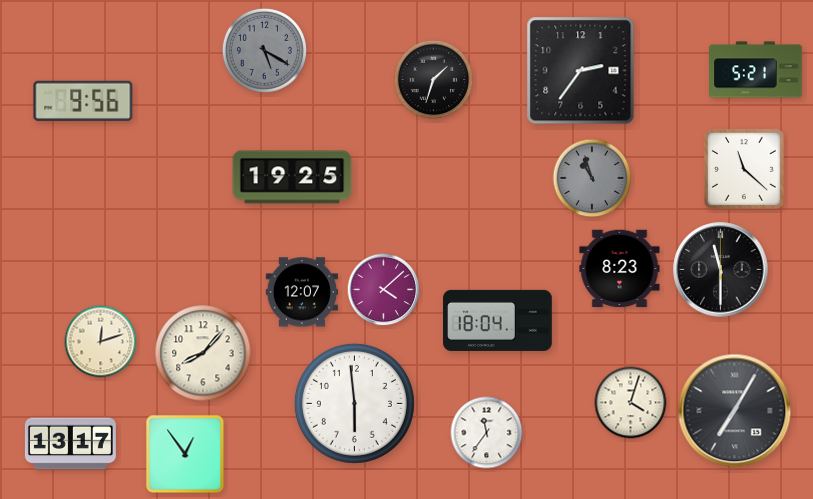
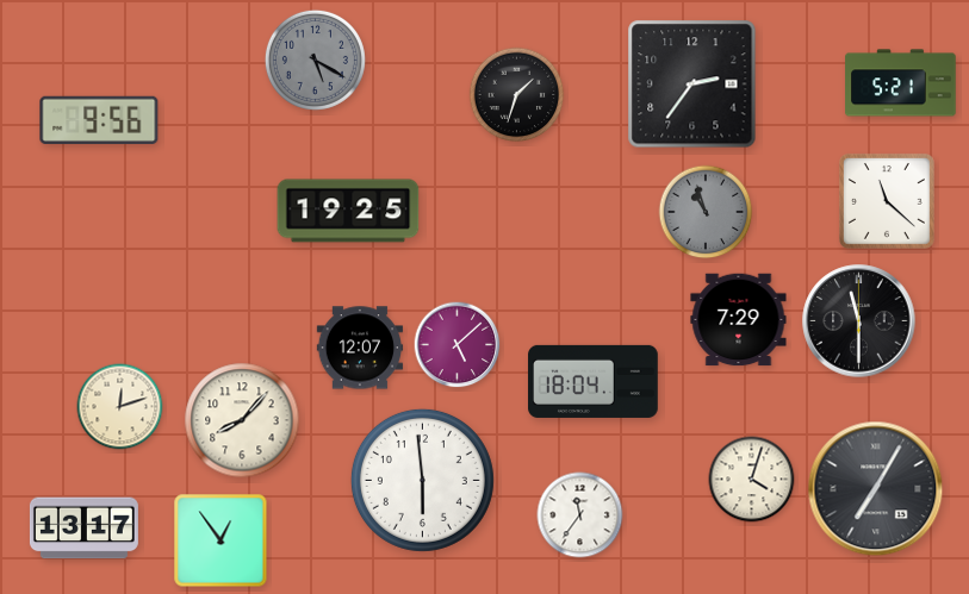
clock at (620, 269): 8:23 -> 7:29
clock at (384, 290): 4:08 -> 5:08
